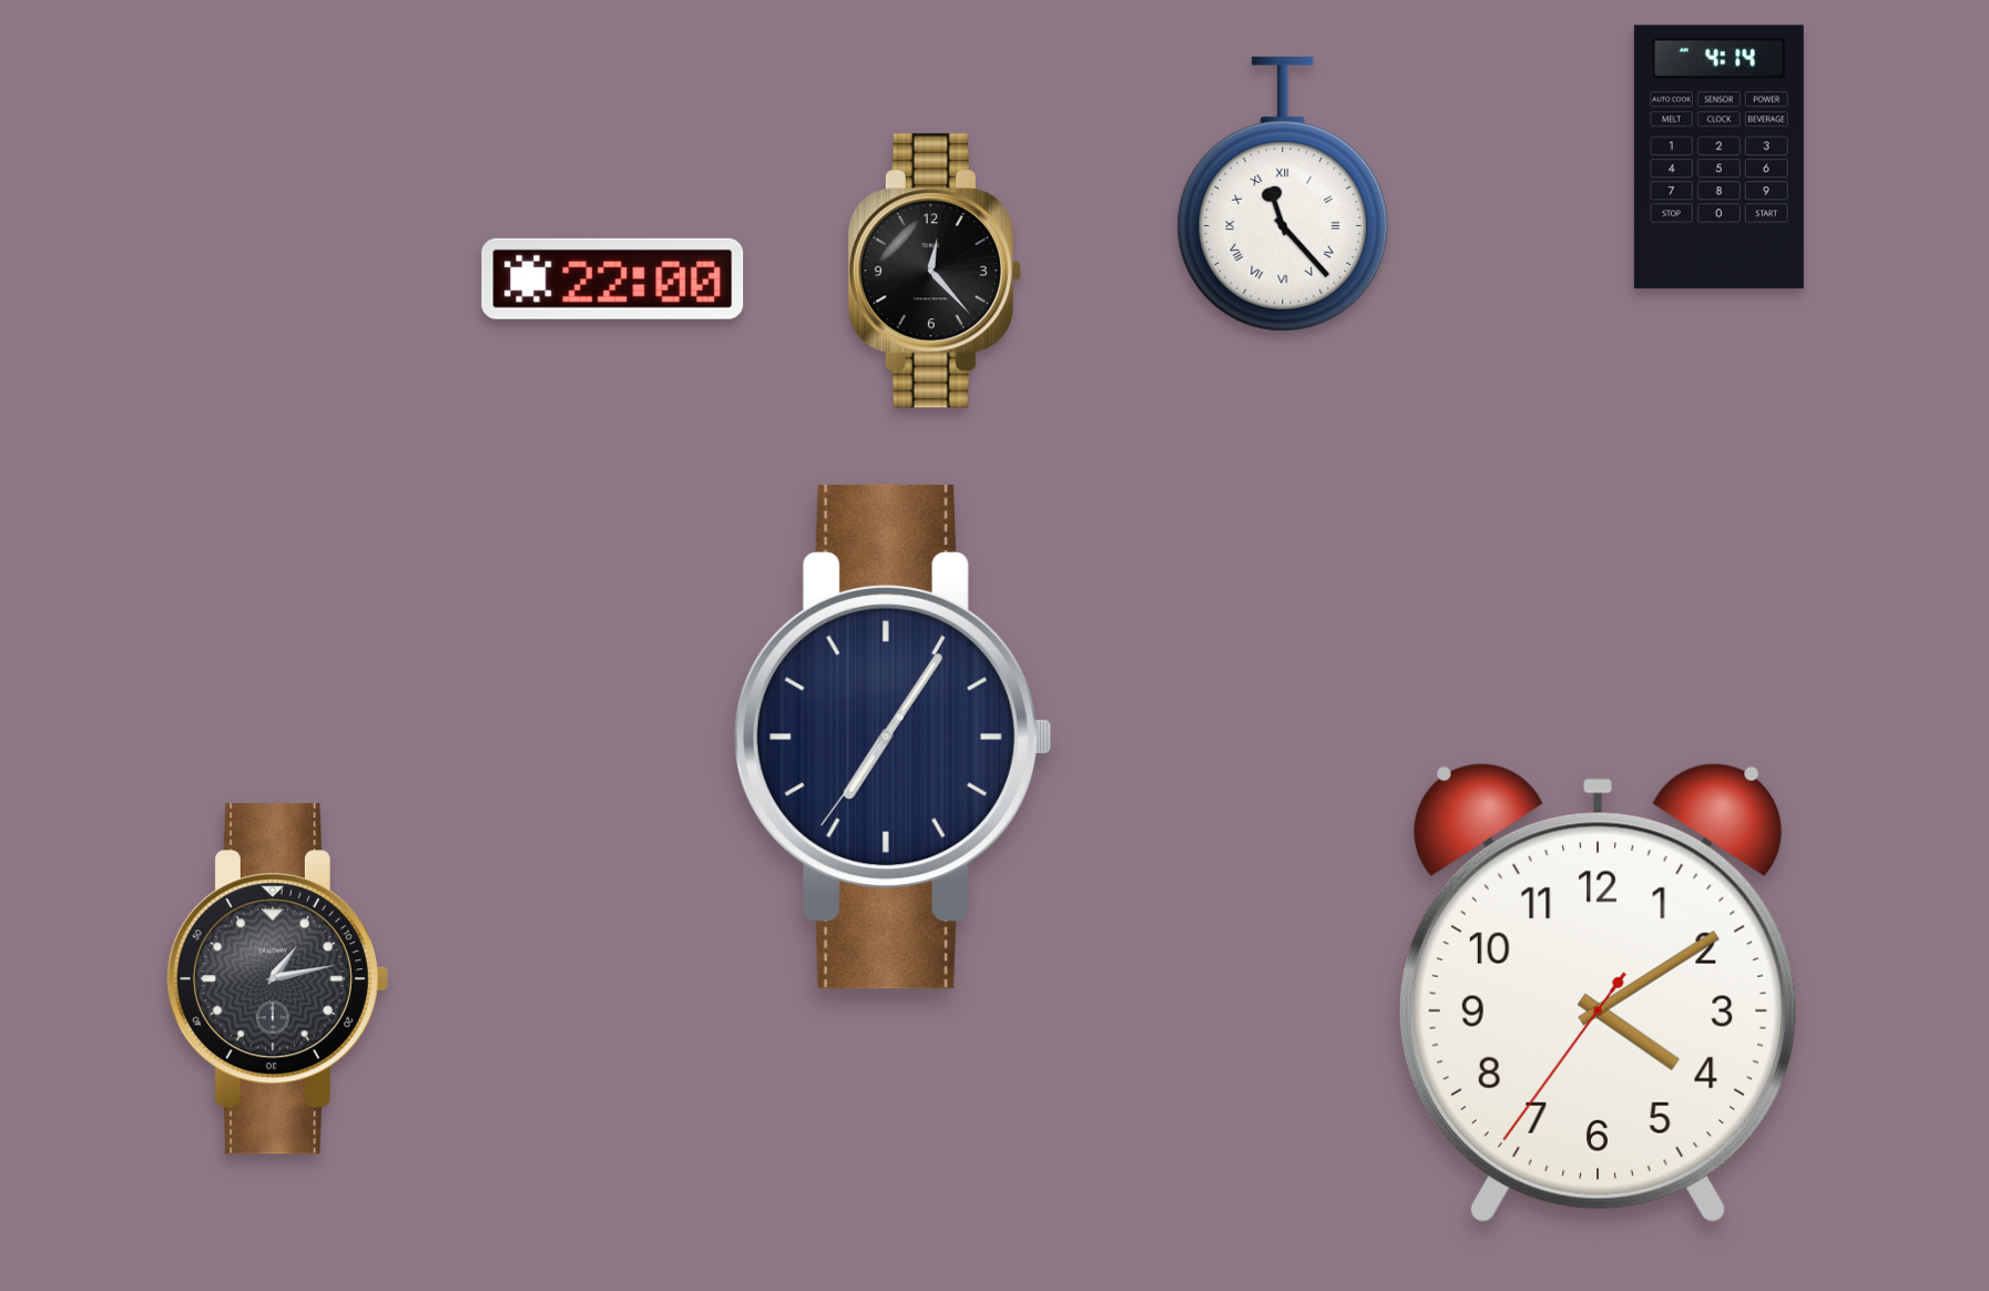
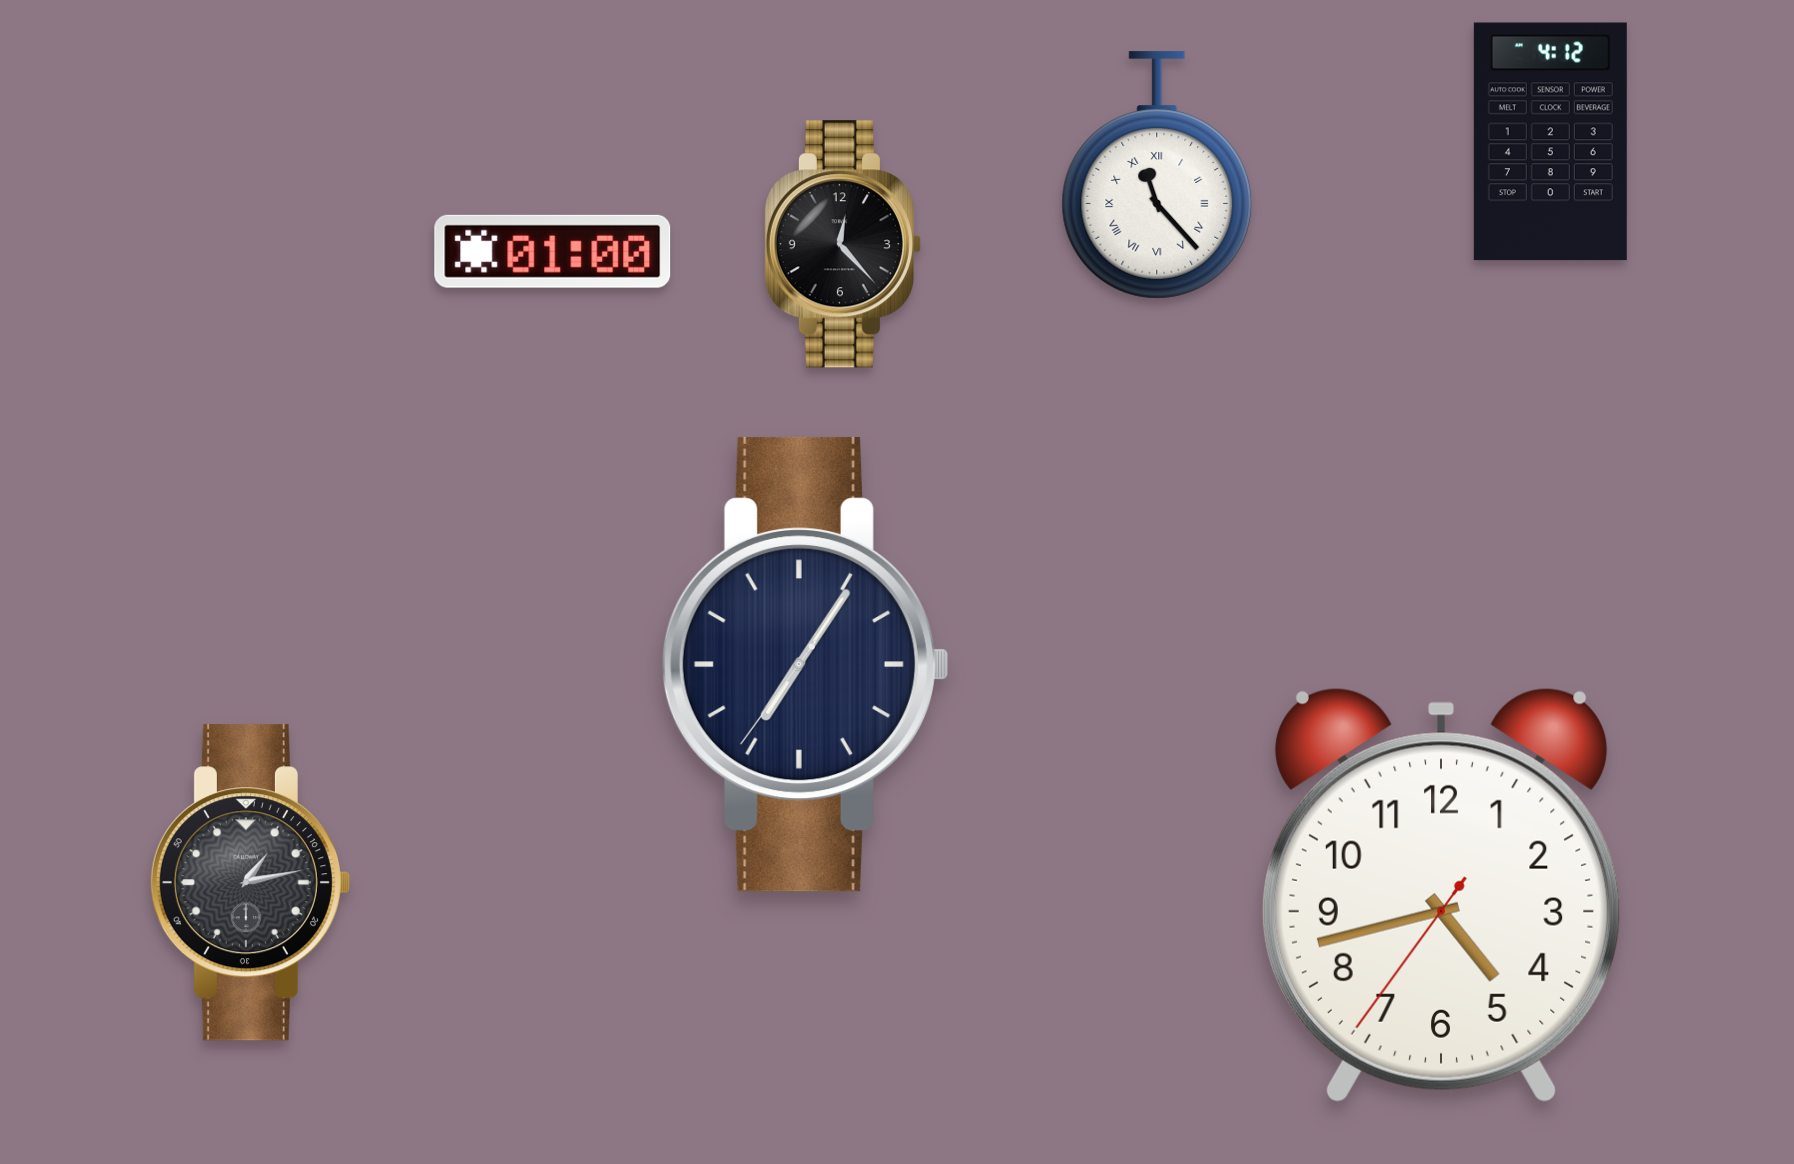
clock at (1718, 157): 4:14 -> 4:12
clock at (613, 278): 22:00 -> 01:00
clock at (1598, 993): 4:09 -> 4:42
